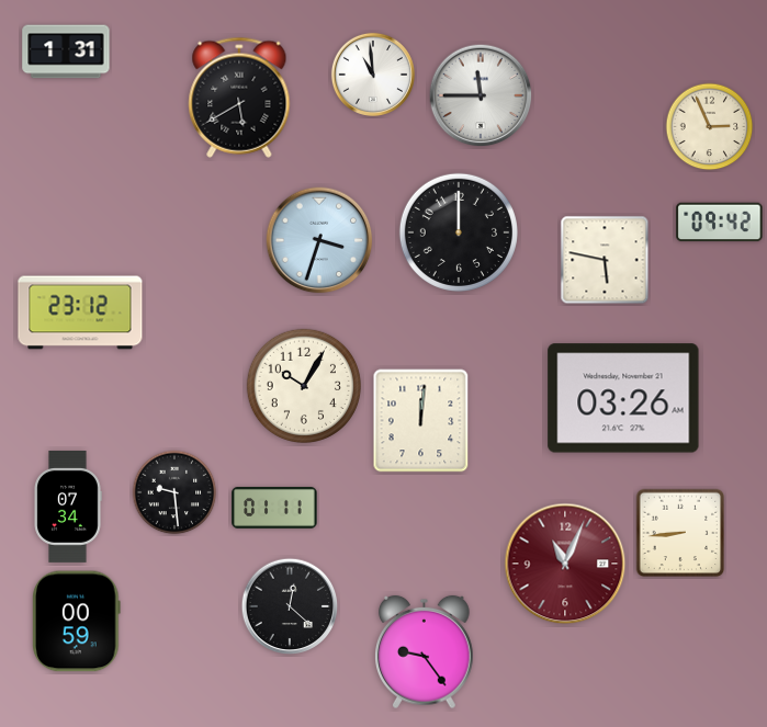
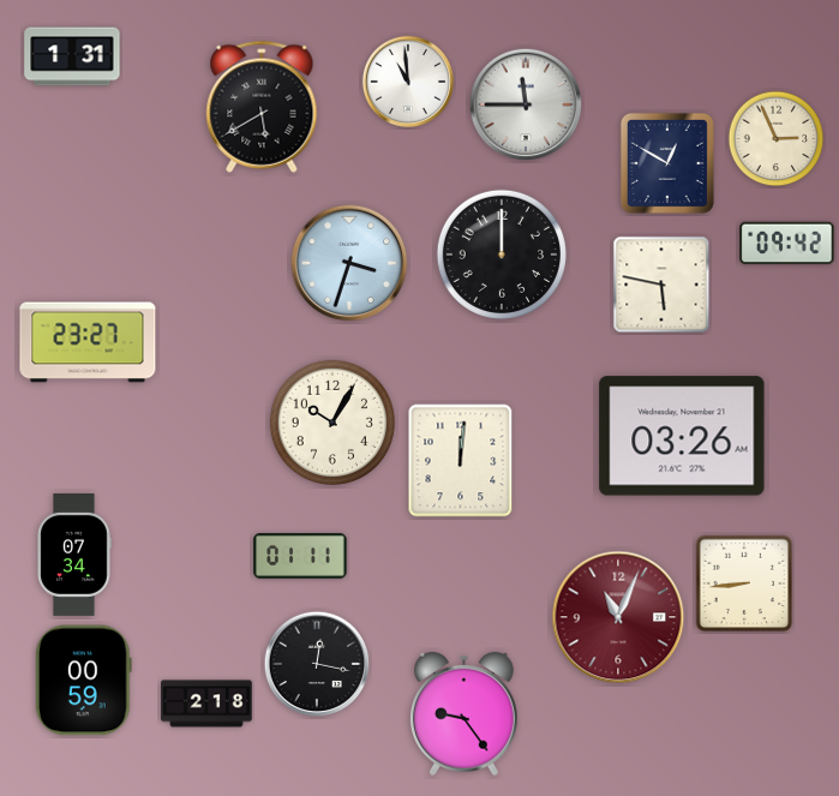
clock at (667, 163): none -> 12:50
clock at (80, 313): 23:12 -> 23:27
clock at (174, 492): 9:29 -> none
clock at (290, 606): 12:22 -> 12:17
clock at (206, 704): none -> 2:18
